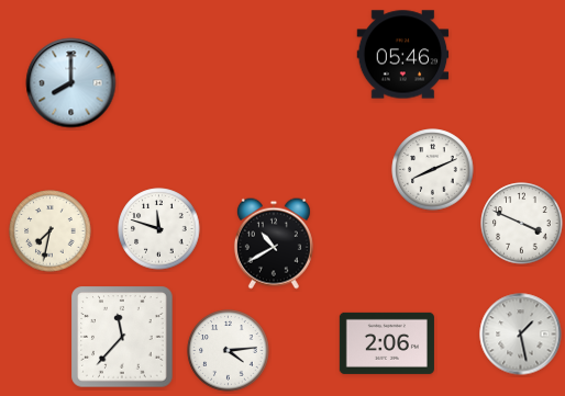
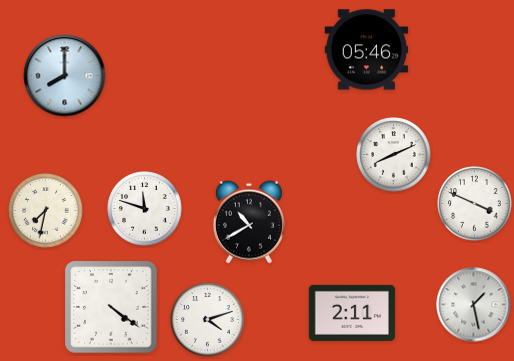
clock at (122, 337): 11:37 -> 4:21
clock at (387, 343): 2:06 -> 2:11
clock at (229, 351): 4:14 -> 4:12
